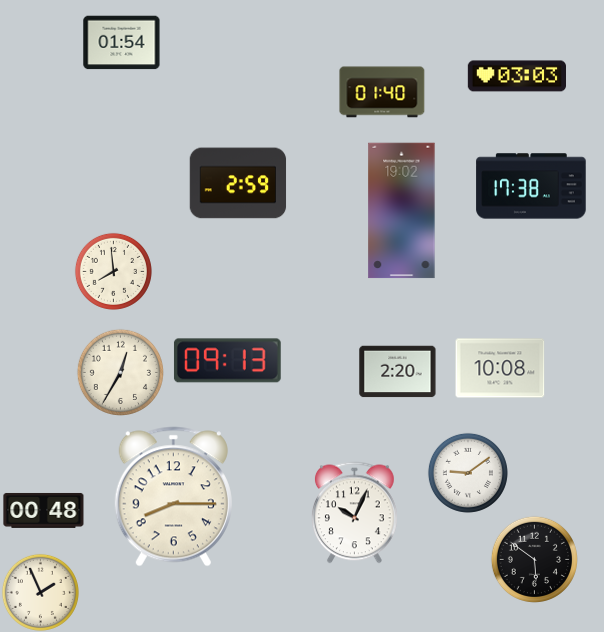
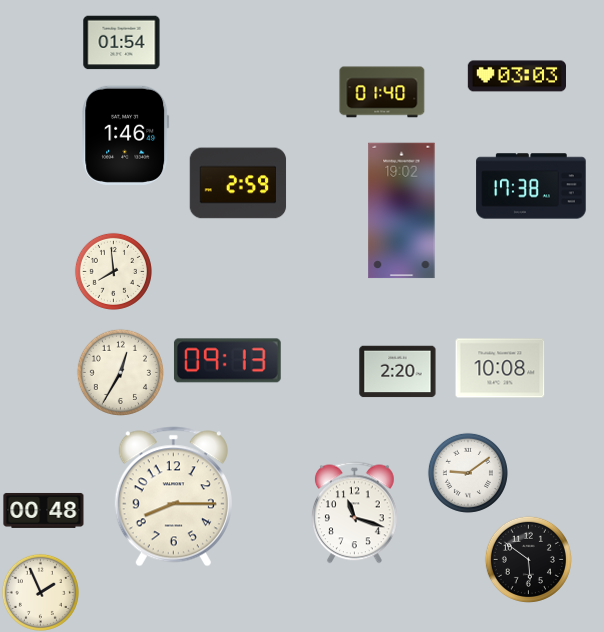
clock at (126, 135): none -> 1:46
clock at (354, 513): 10:04 -> 11:18
clock at (534, 559) position: (534, 559) -> (528, 559)
